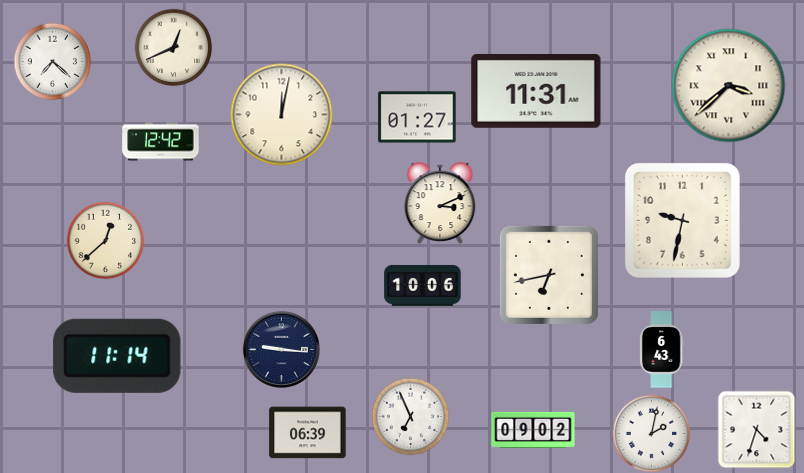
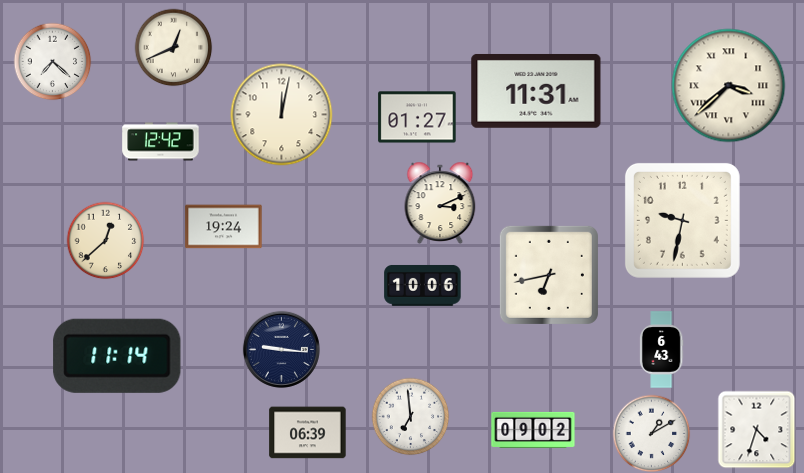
clock at (224, 227): none -> 19:24
clock at (410, 416): 6:56 -> 6:59
clock at (651, 433): 2:02 -> 1:10
